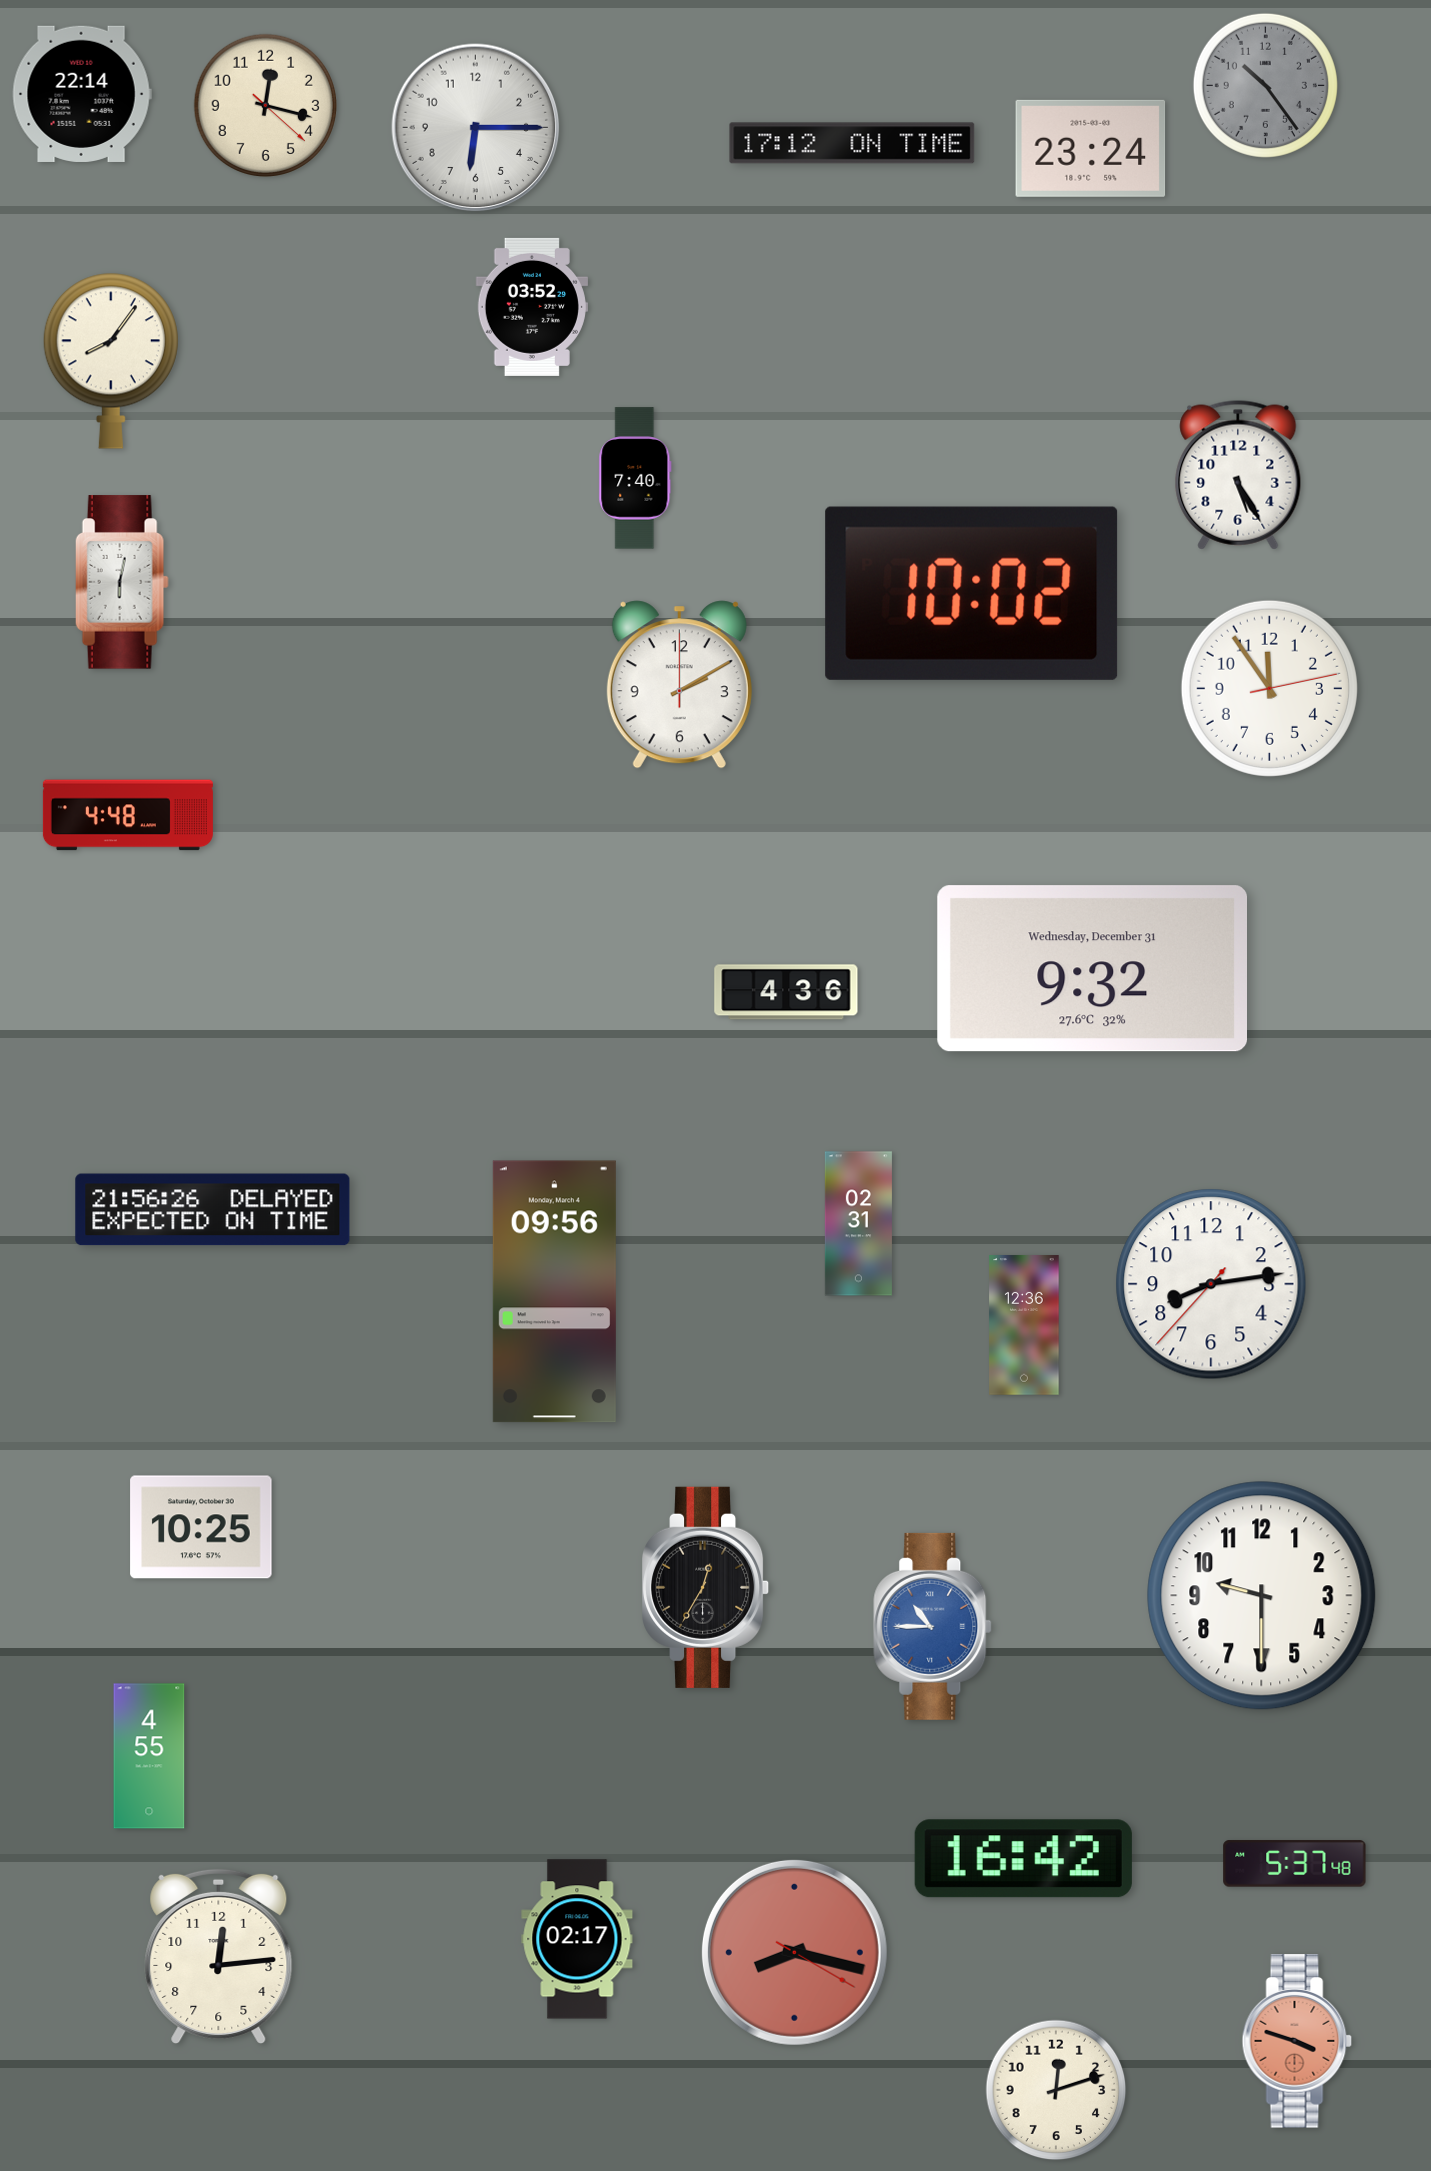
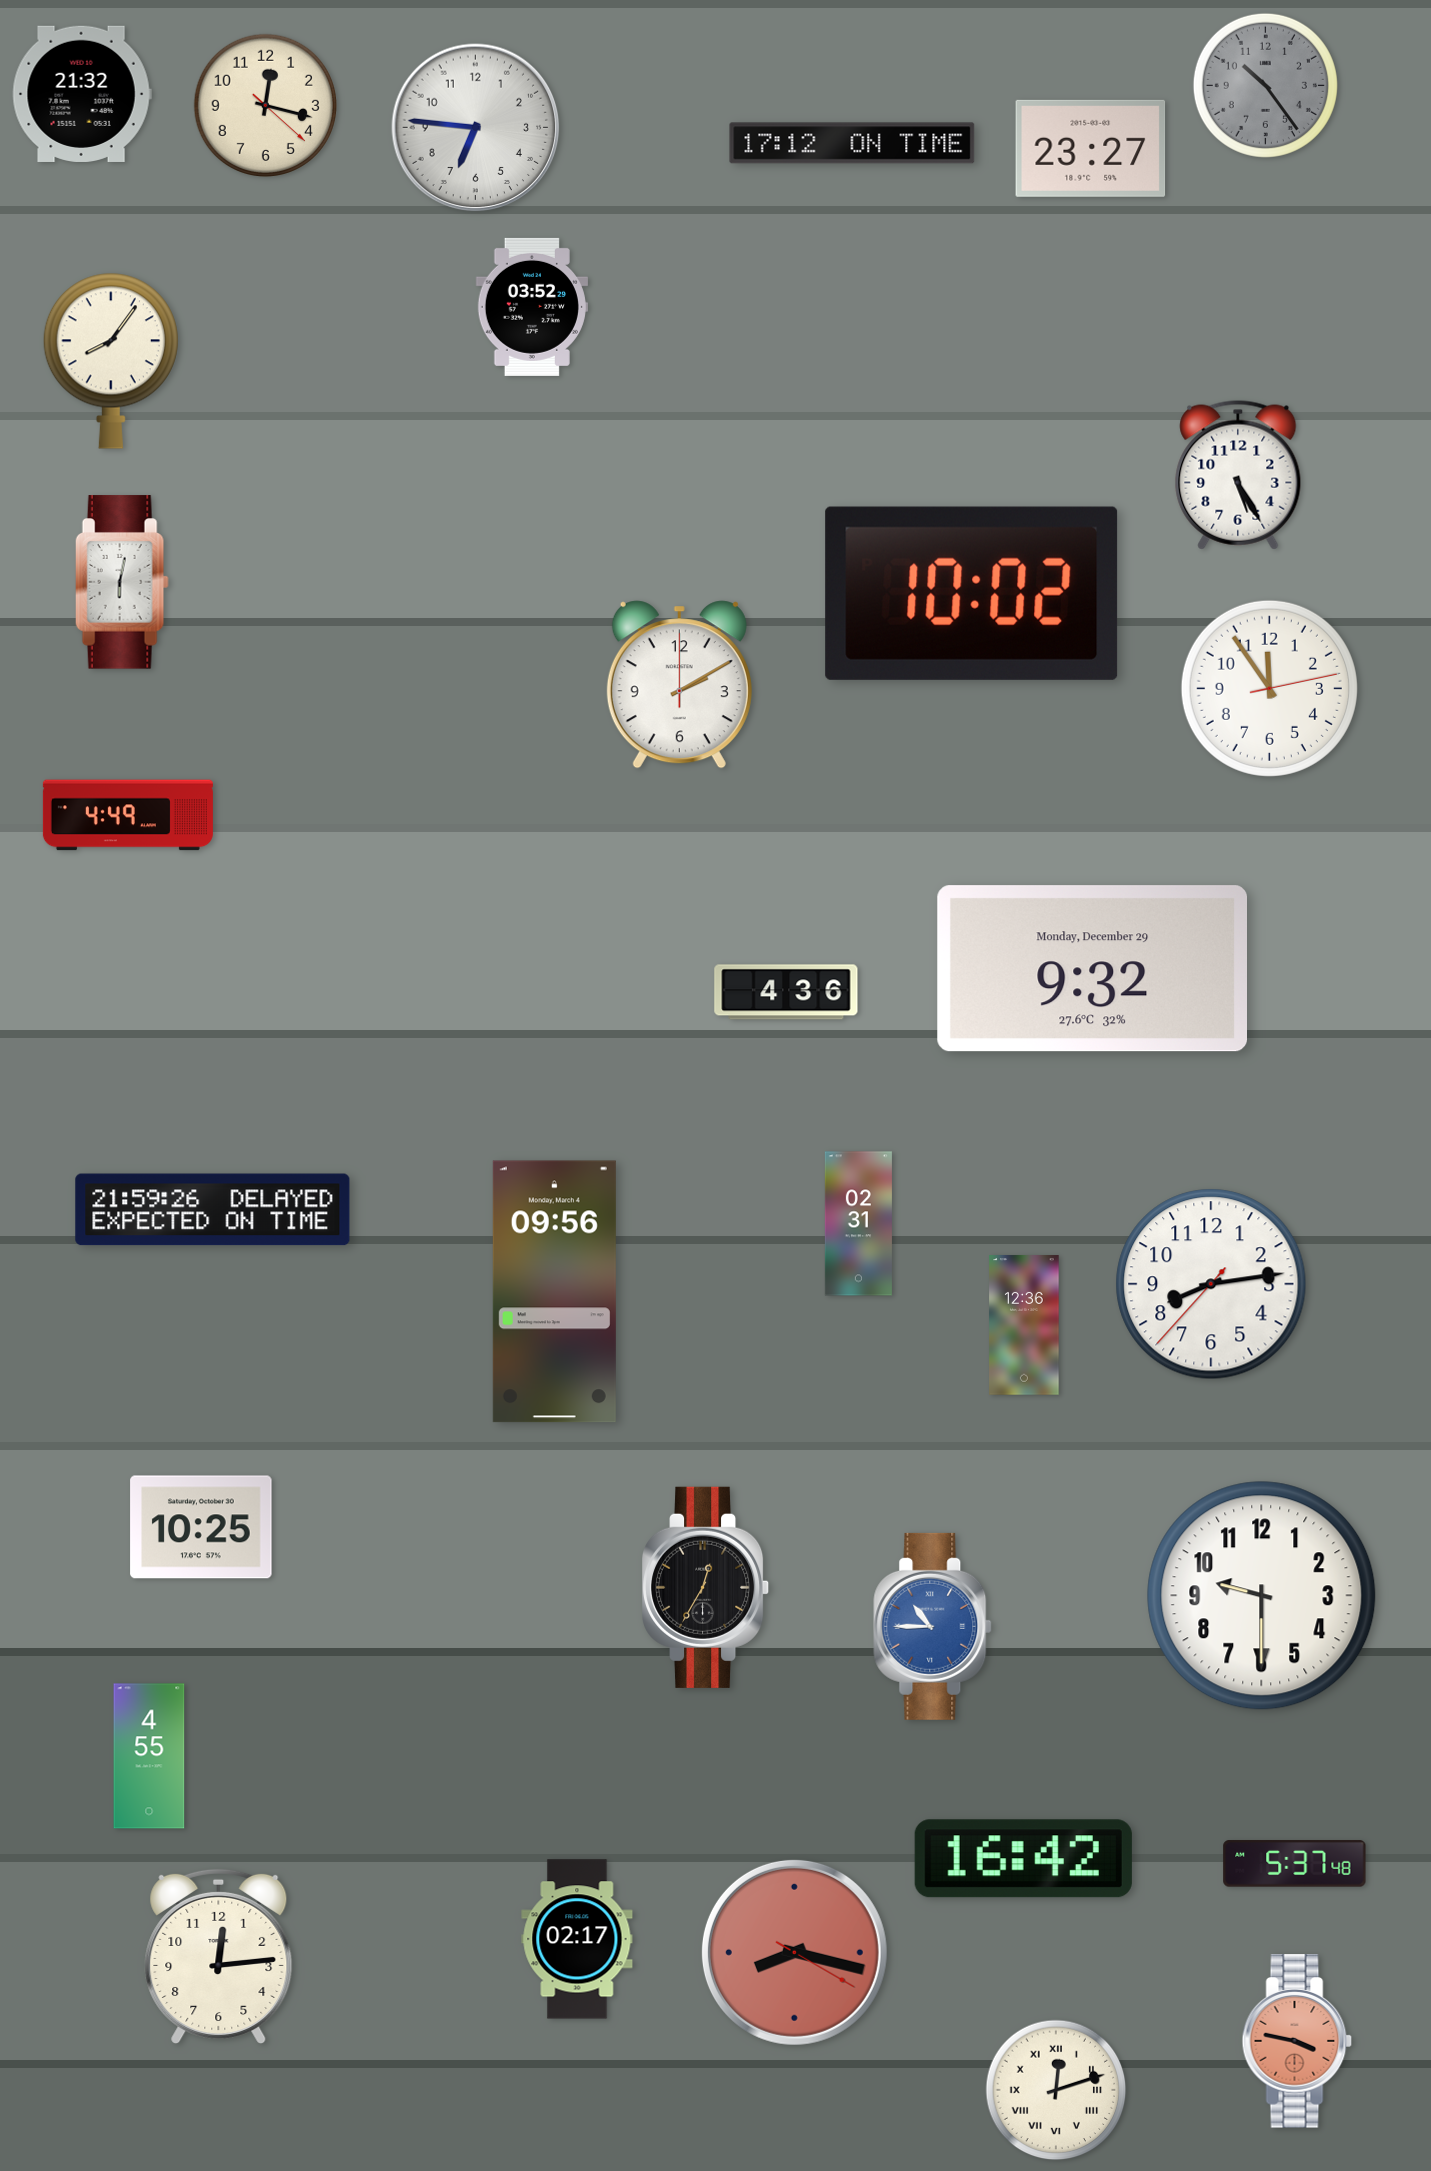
clock at (82, 94): 22:14 -> 21:32
clock at (476, 128): 6:15 -> 6:46
clock at (1091, 148): 23:24 -> 23:27
clock at (635, 478): 7:40 -> none
clock at (128, 815): 4:48 -> 4:49
clock at (1092, 969) date: Wednesday, December 31 -> Monday, December 29
clock at (213, 1210): 21:56 -> 21:59
clock at (1297, 2041): 3:48 -> 3:47
clock at (1056, 2090) numerals: Arabic -> Roman
